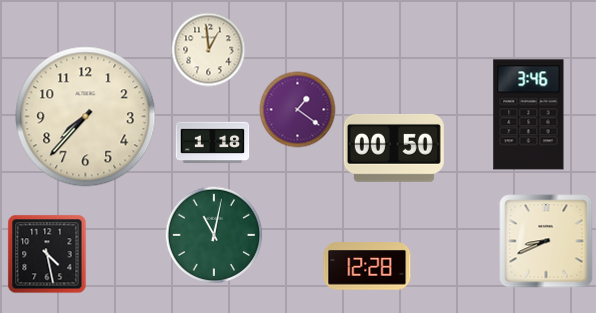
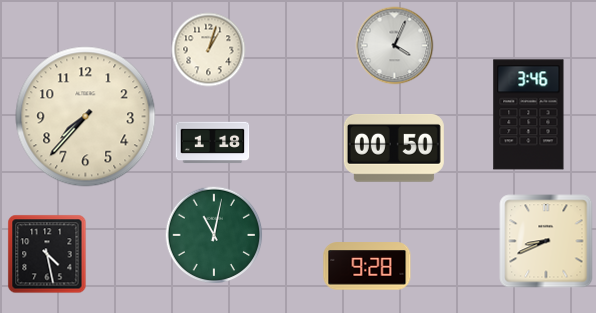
clock at (395, 46): none -> 4:04
clock at (209, 50): 12:59 -> 1:03
clock at (298, 110): 1:21 -> none
clock at (367, 266): 12:28 -> 9:28
